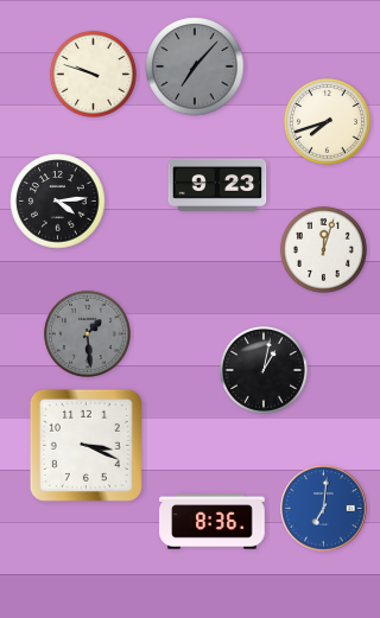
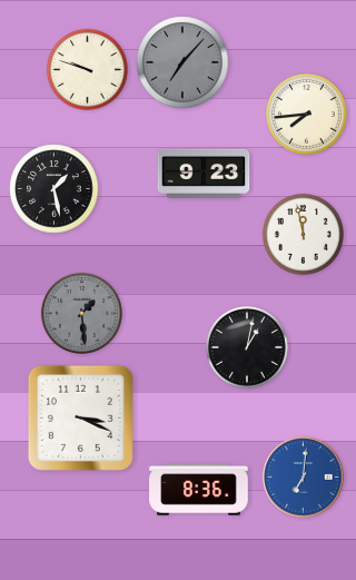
clock at (327, 121): 7:42 -> 7:44
clock at (58, 202): 4:14 -> 1:28
clock at (323, 249): 12:03 -> 11:58
